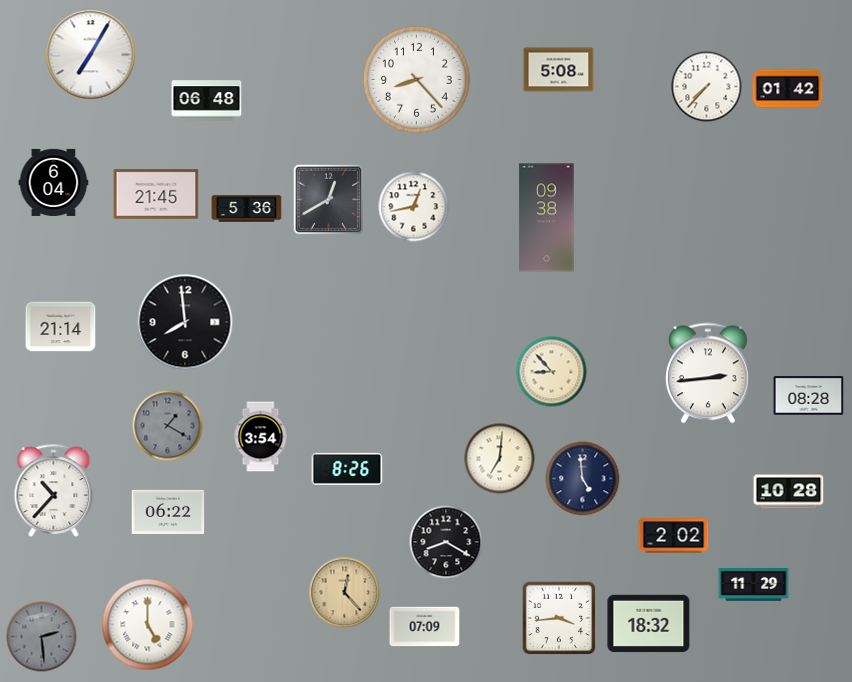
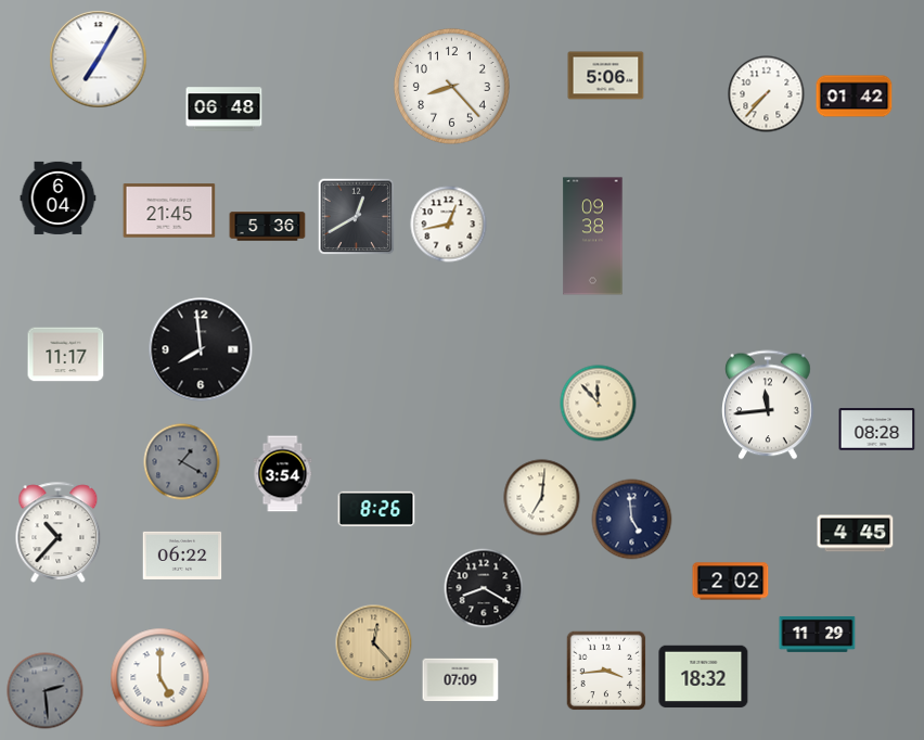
clock at (559, 70): 5:08 -> 5:06
clock at (61, 327): 21:14 -> 11:17
clock at (552, 372): 8:53 -> 11:53
clock at (709, 373): 2:44 -> 11:44
clock at (789, 492): 10:28 -> 4:45
